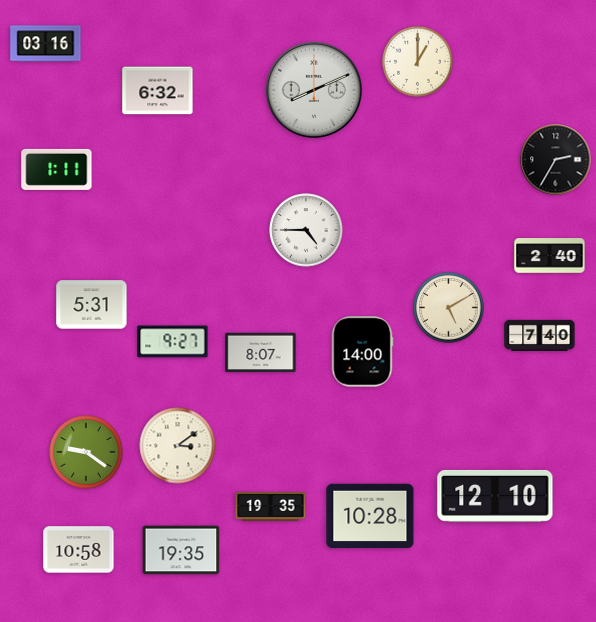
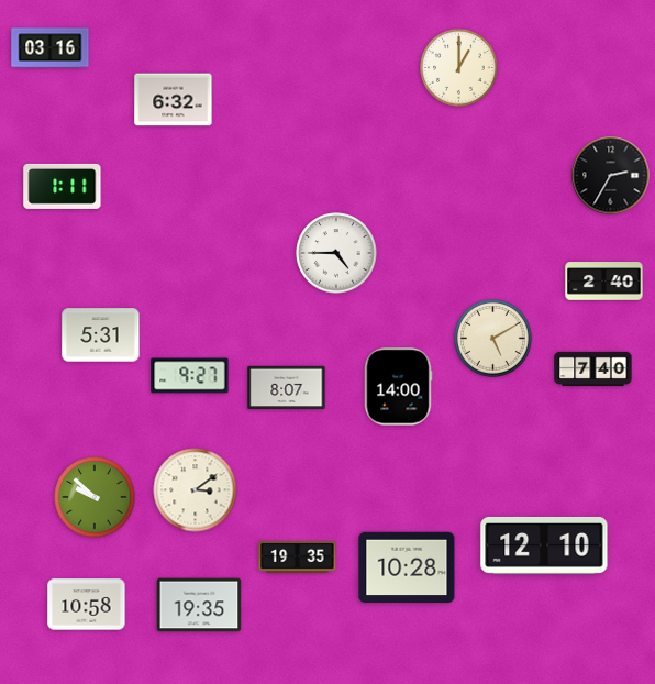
clock at (314, 90): 8:11 -> none
clock at (86, 452): 9:21 -> 9:52
